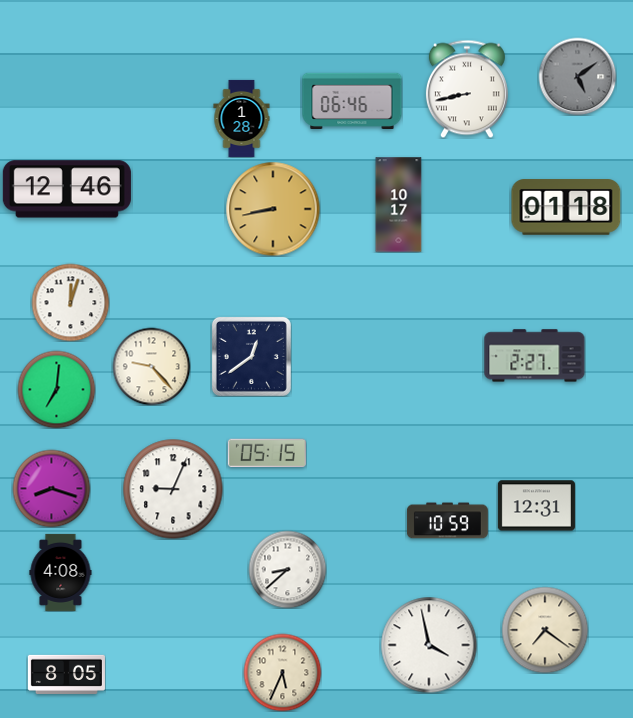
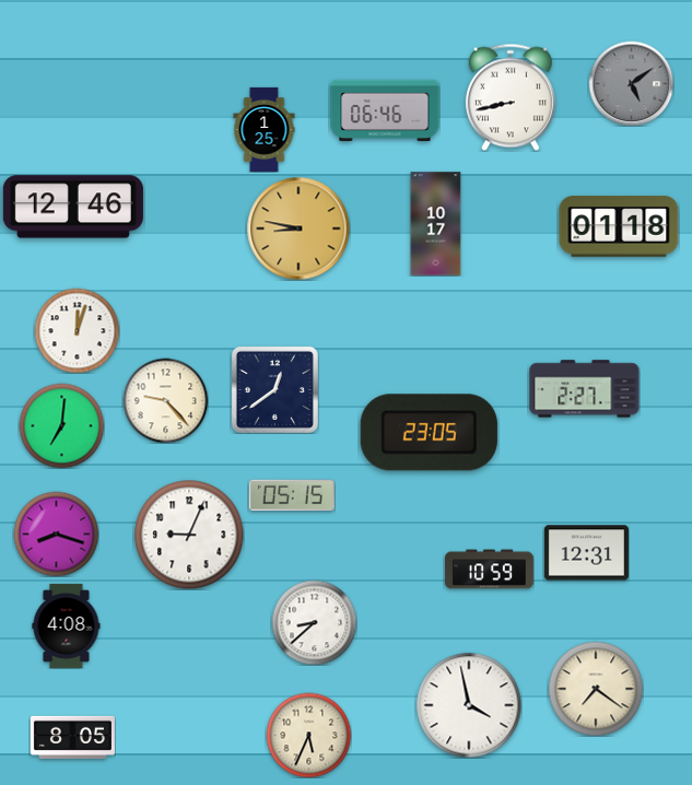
clock at (242, 118): 1:28 -> 1:25
clock at (273, 209): 8:43 -> 8:47
clock at (429, 433): none -> 23:05
